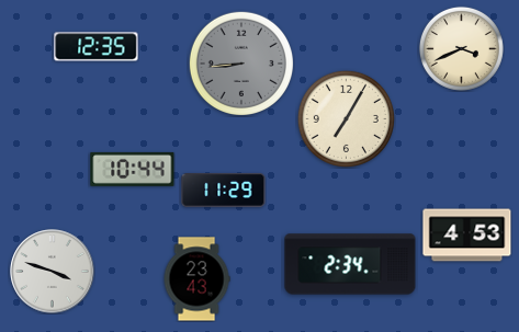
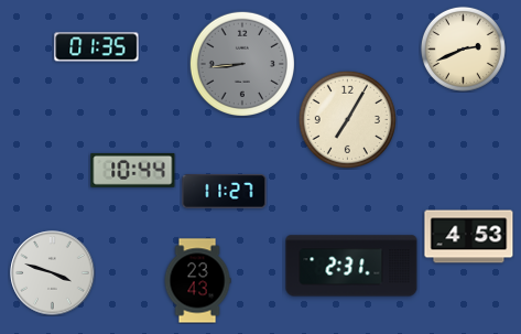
clock at (97, 47): 12:35 -> 01:35
clock at (461, 48): 3:41 -> 2:41
clock at (224, 191): 11:29 -> 11:27
clock at (350, 264): 2:34 -> 2:31
